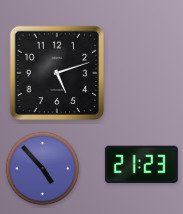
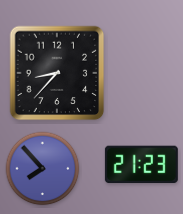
clock at (57, 73): 5:12 -> 8:37
clock at (43, 169): 4:53 -> 7:53
